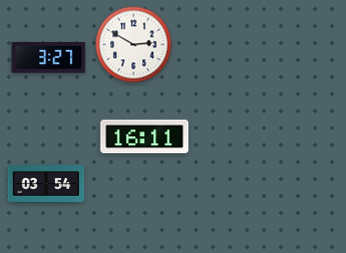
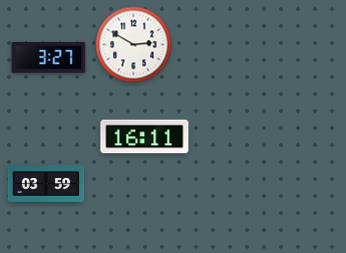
clock at (46, 184): 03:54 -> 03:59
